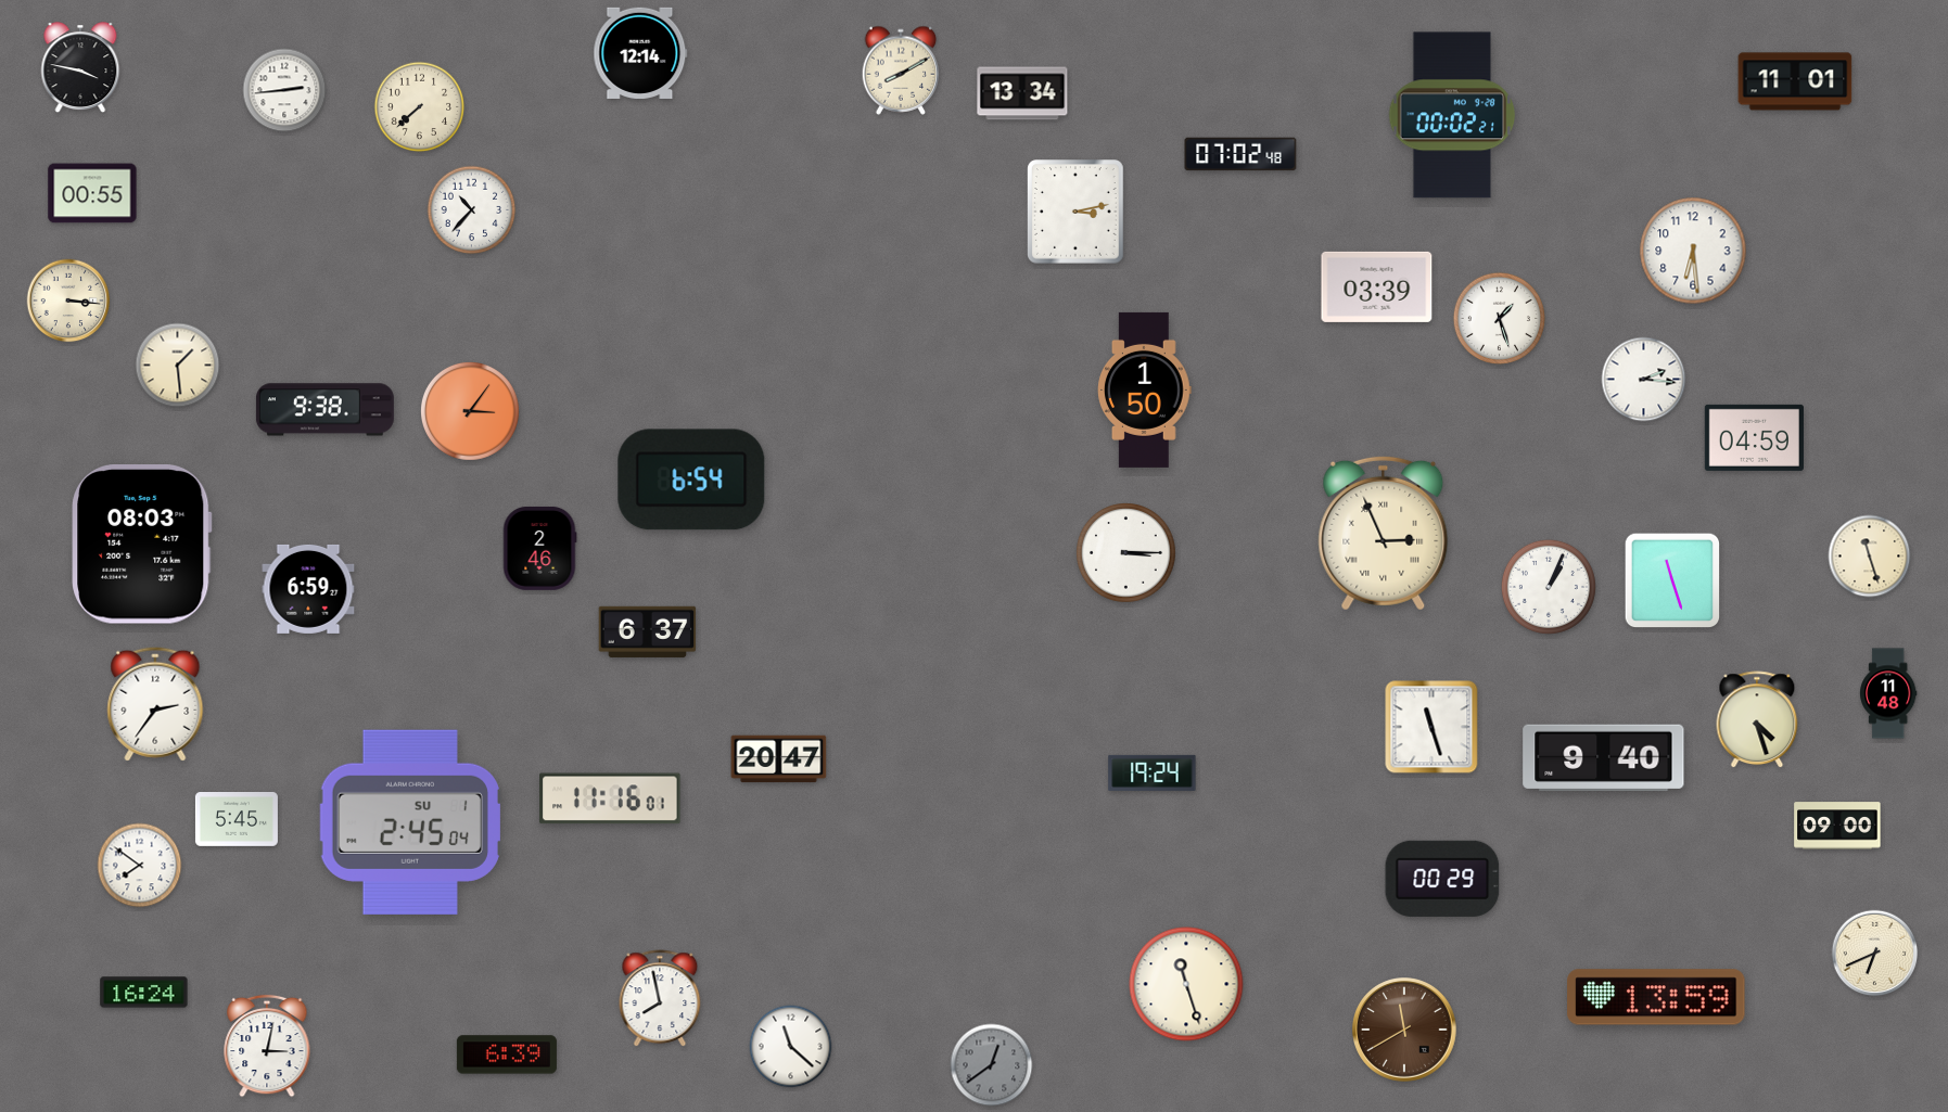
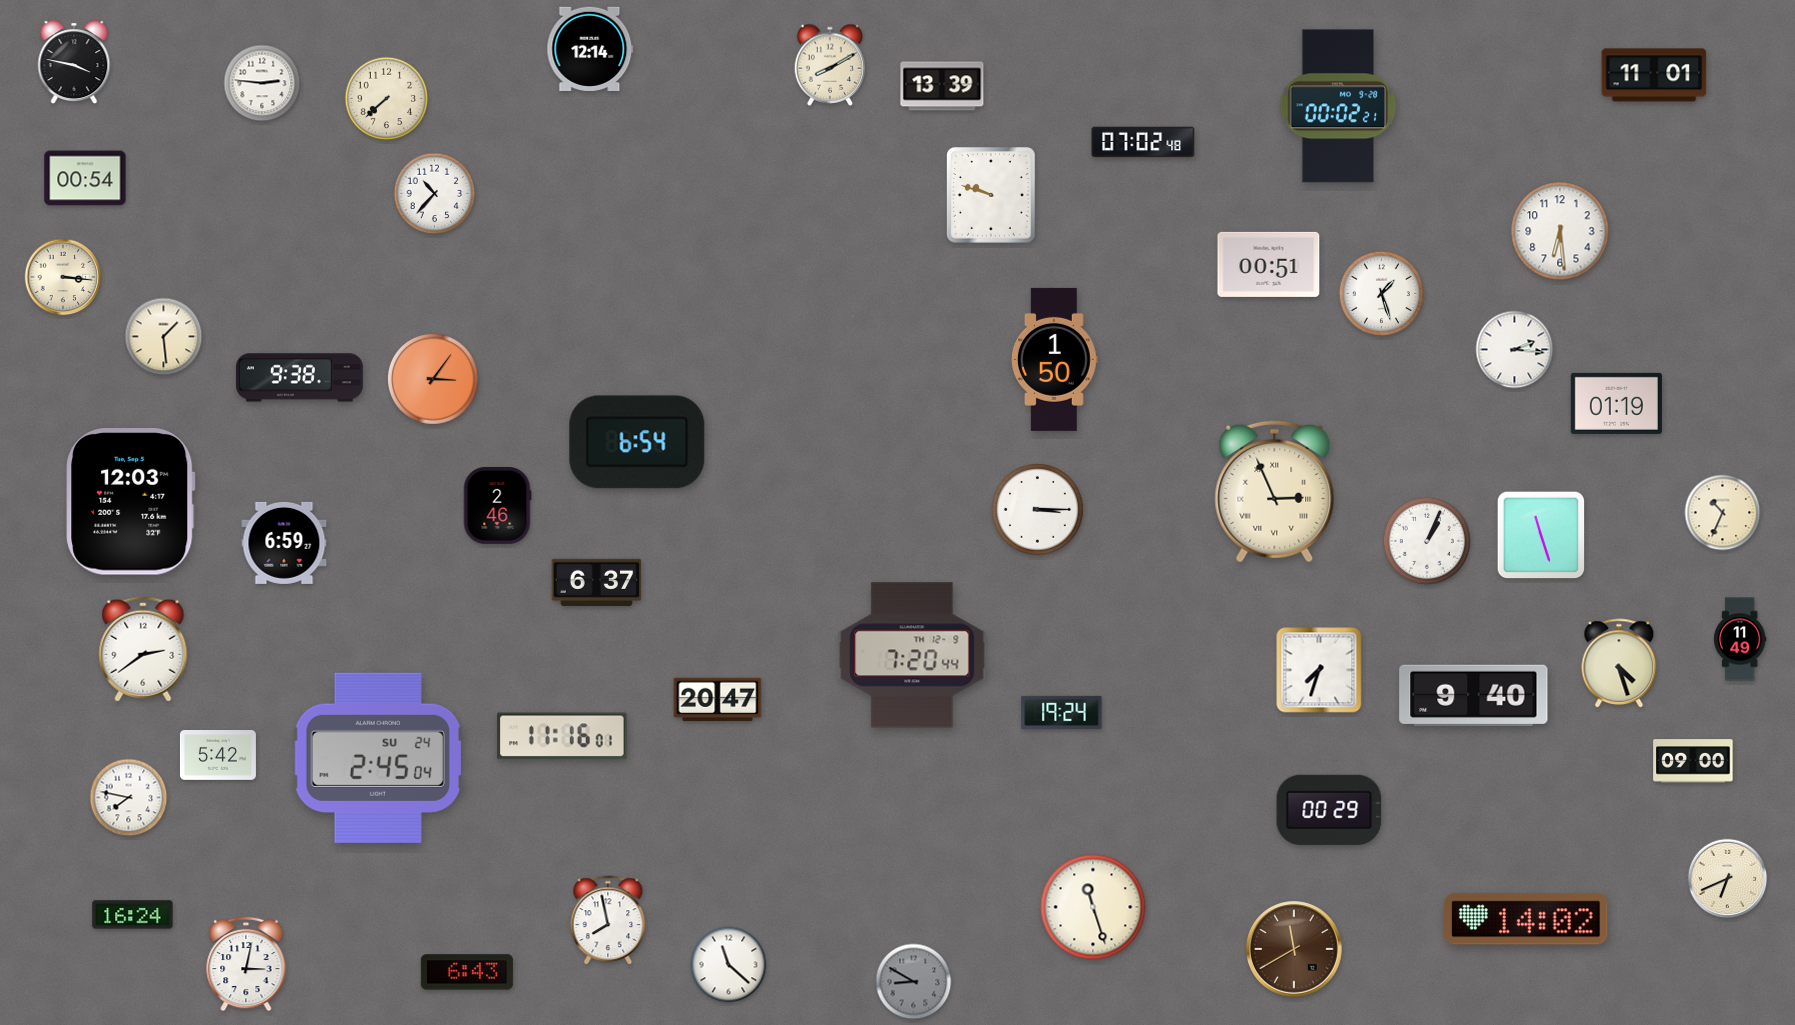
clock at (284, 90): 2:44 -> 2:46
clock at (1022, 93): 13:34 -> 13:39
clock at (92, 193): 00:55 -> 00:54
clock at (1077, 212): 3:13 -> 9:48
clock at (1377, 286): 03:39 -> 00:51
clock at (1754, 437): 04:59 -> 01:19
clock at (142, 545): 08:03 -> 12:03
clock at (1870, 557): 11:27 -> 10:34
clock at (1889, 693): 11:48 -> 11:49
clock at (155, 704): 2:36 -> 2:39
clock at (912, 655): none -> 7:20
clock at (1431, 727): 11:27 -> 7:33
clock at (1604, 757) position: (1604, 757) -> (1474, 695)
clock at (237, 820): 5:45 -> 5:42
clock at (410, 822) date: SU 1 -> SU 24
clock at (140, 866): 7:51 -> 7:47
clock at (1656, 997): 13:59 -> 14:02
clock at (507, 1055): 6:39 -> 6:43
clock at (992, 1065): 12:39 -> 8:50
